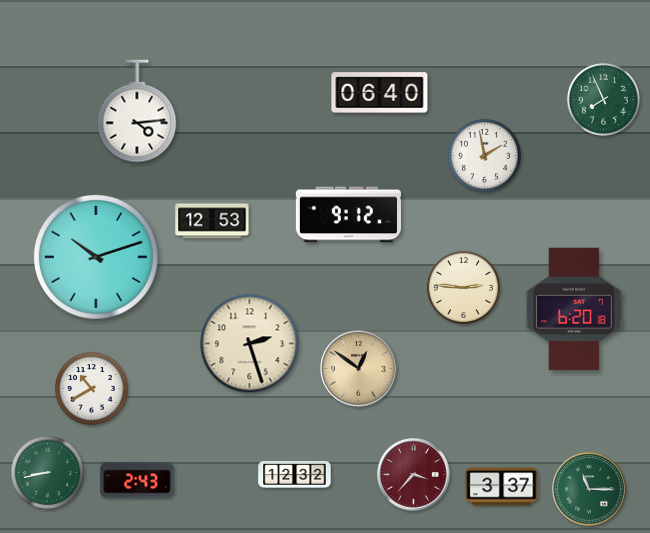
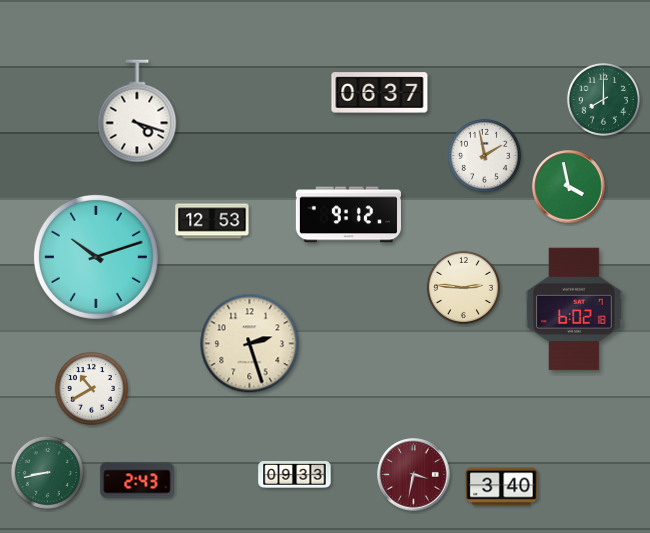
clock at (380, 93): 06:40 -> 06:37
clock at (603, 99): 7:56 -> 8:00
clock at (137, 111): 4:14 -> 4:18
clock at (569, 187): none -> 3:58
clock at (574, 309): 6:20 -> 6:02
clock at (359, 369): 12:51 -> none
clock at (295, 475): 12:32 -> 09:33
clock at (414, 475): 3:37 -> 3:32
clock at (502, 487): 3:37 -> 3:40
clock at (589, 489): 11:15 -> none
